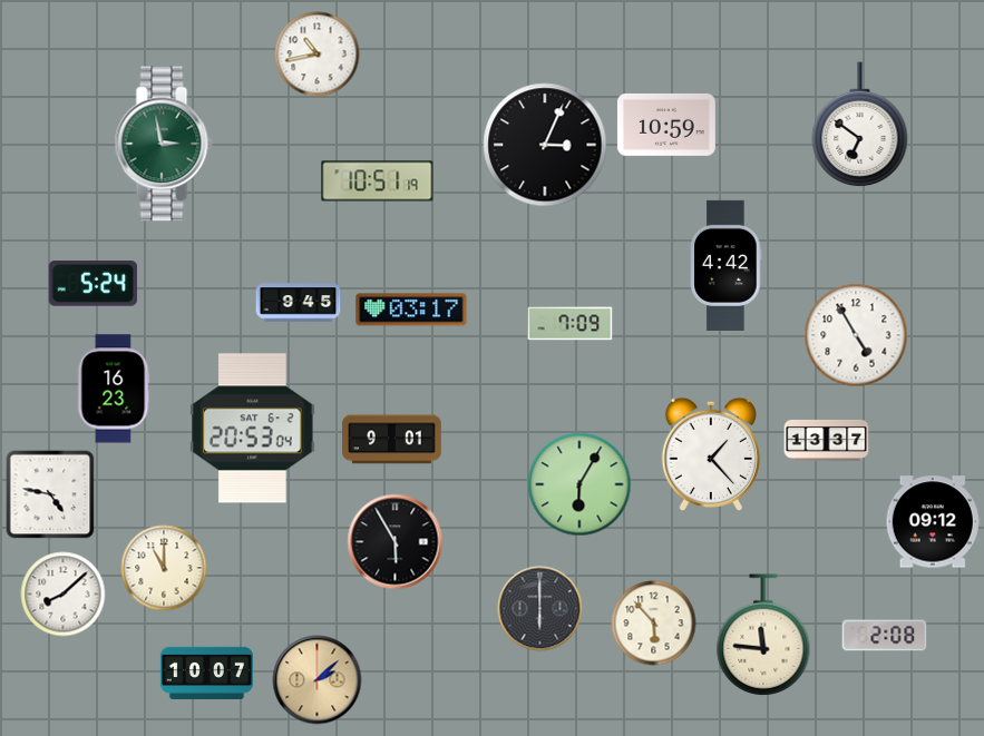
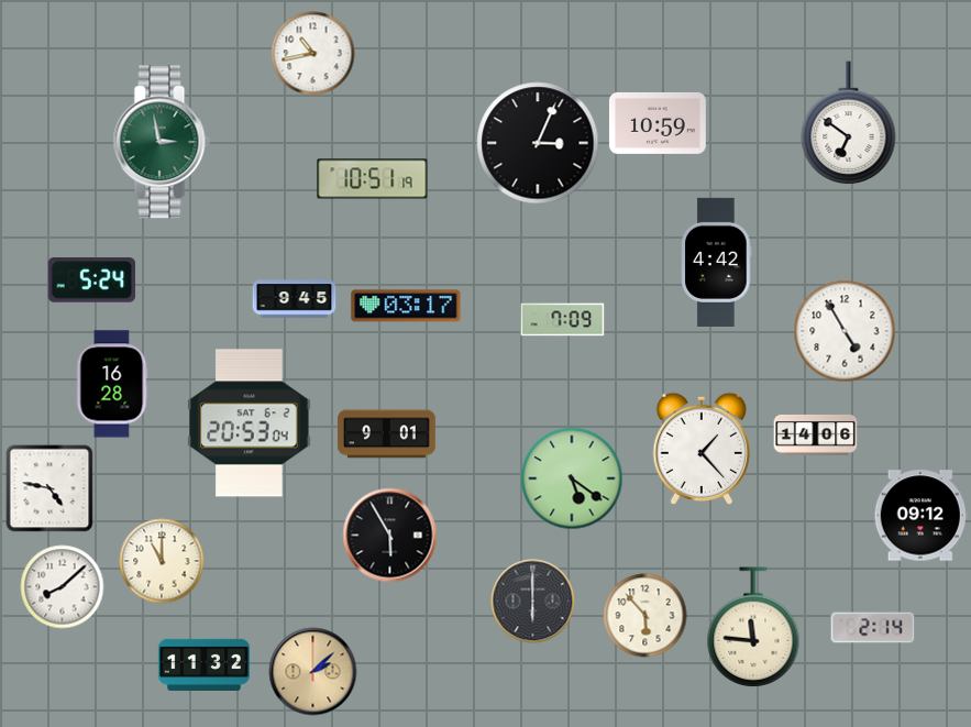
clock at (114, 389): 16:23 -> 16:28
clock at (827, 440): 13:37 -> 14:06
clock at (579, 484): 6:05 -> 5:21
clock at (885, 636): 2:08 -> 2:14
clock at (206, 673): 10:07 -> 11:32
